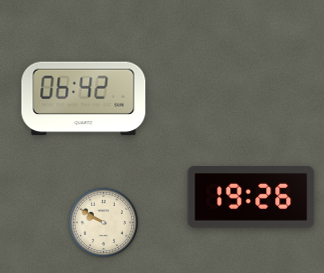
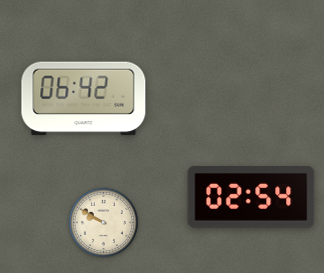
clock at (251, 197): 19:26 -> 02:54
